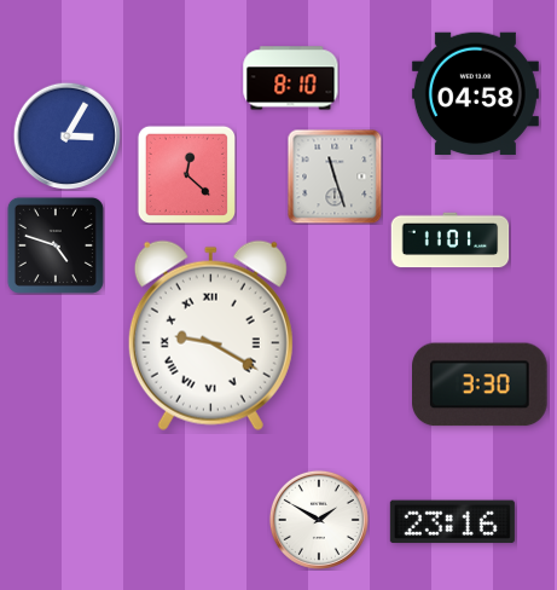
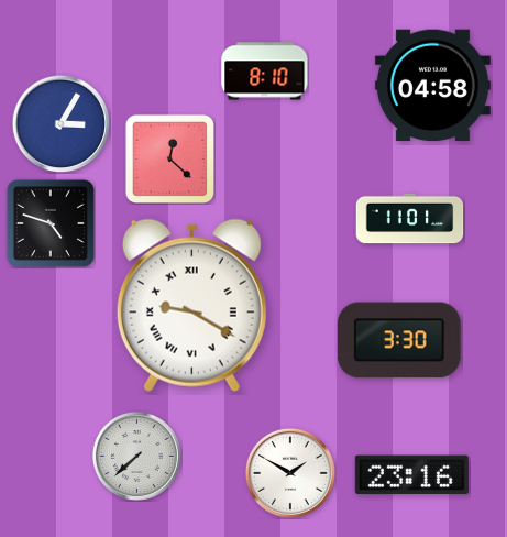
clock at (335, 177): 11:27 -> none
clock at (481, 384) position: (481, 384) -> (400, 340)
clock at (136, 456): none -> 7:38
